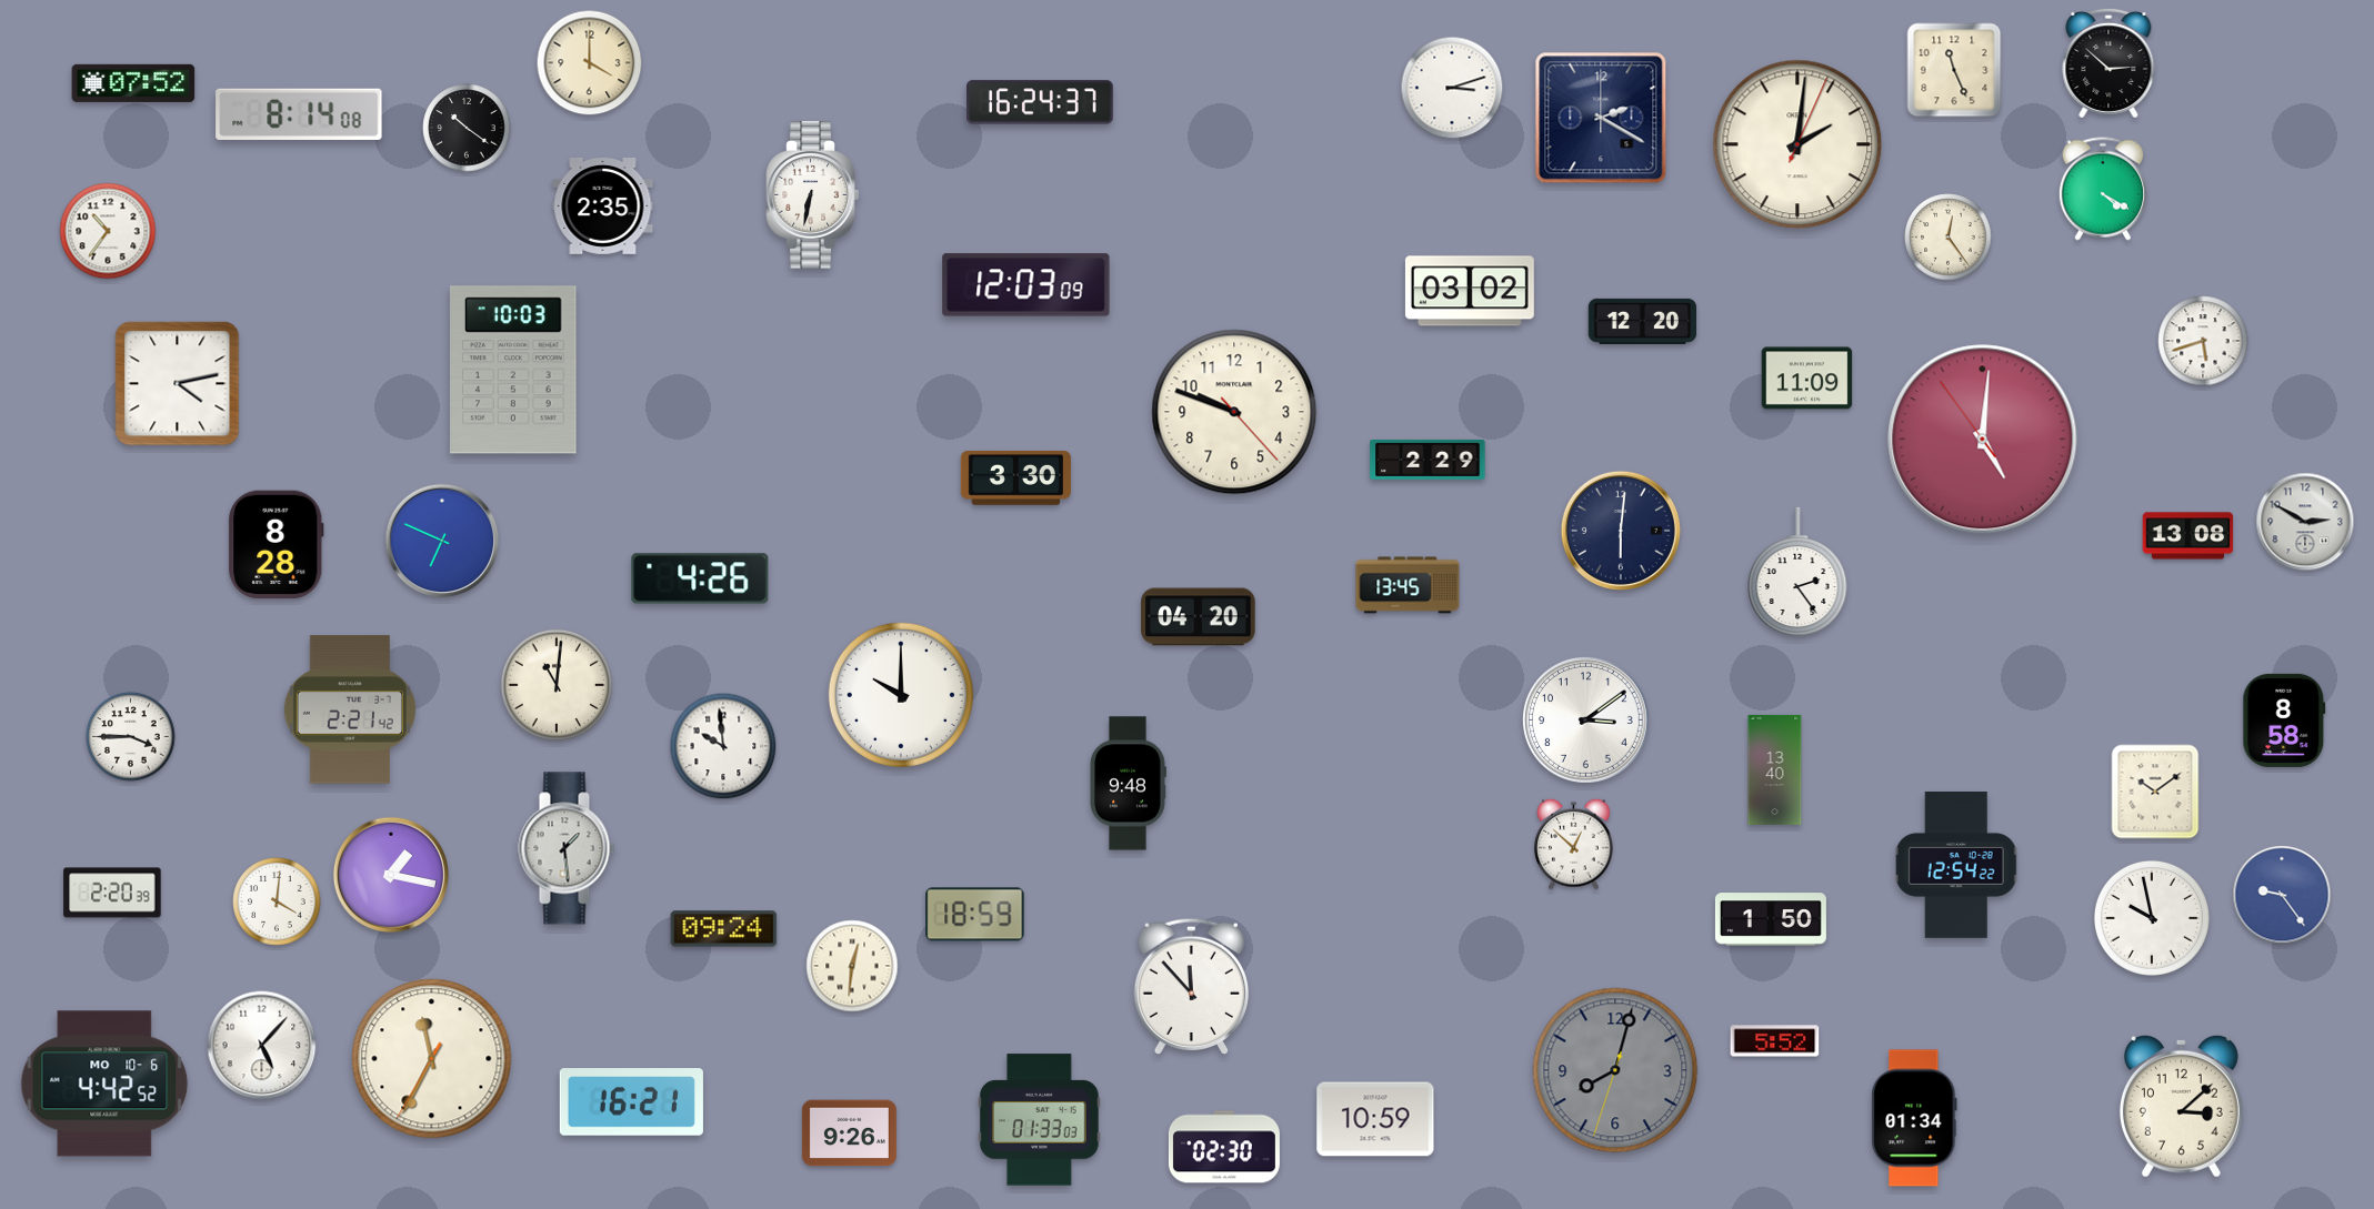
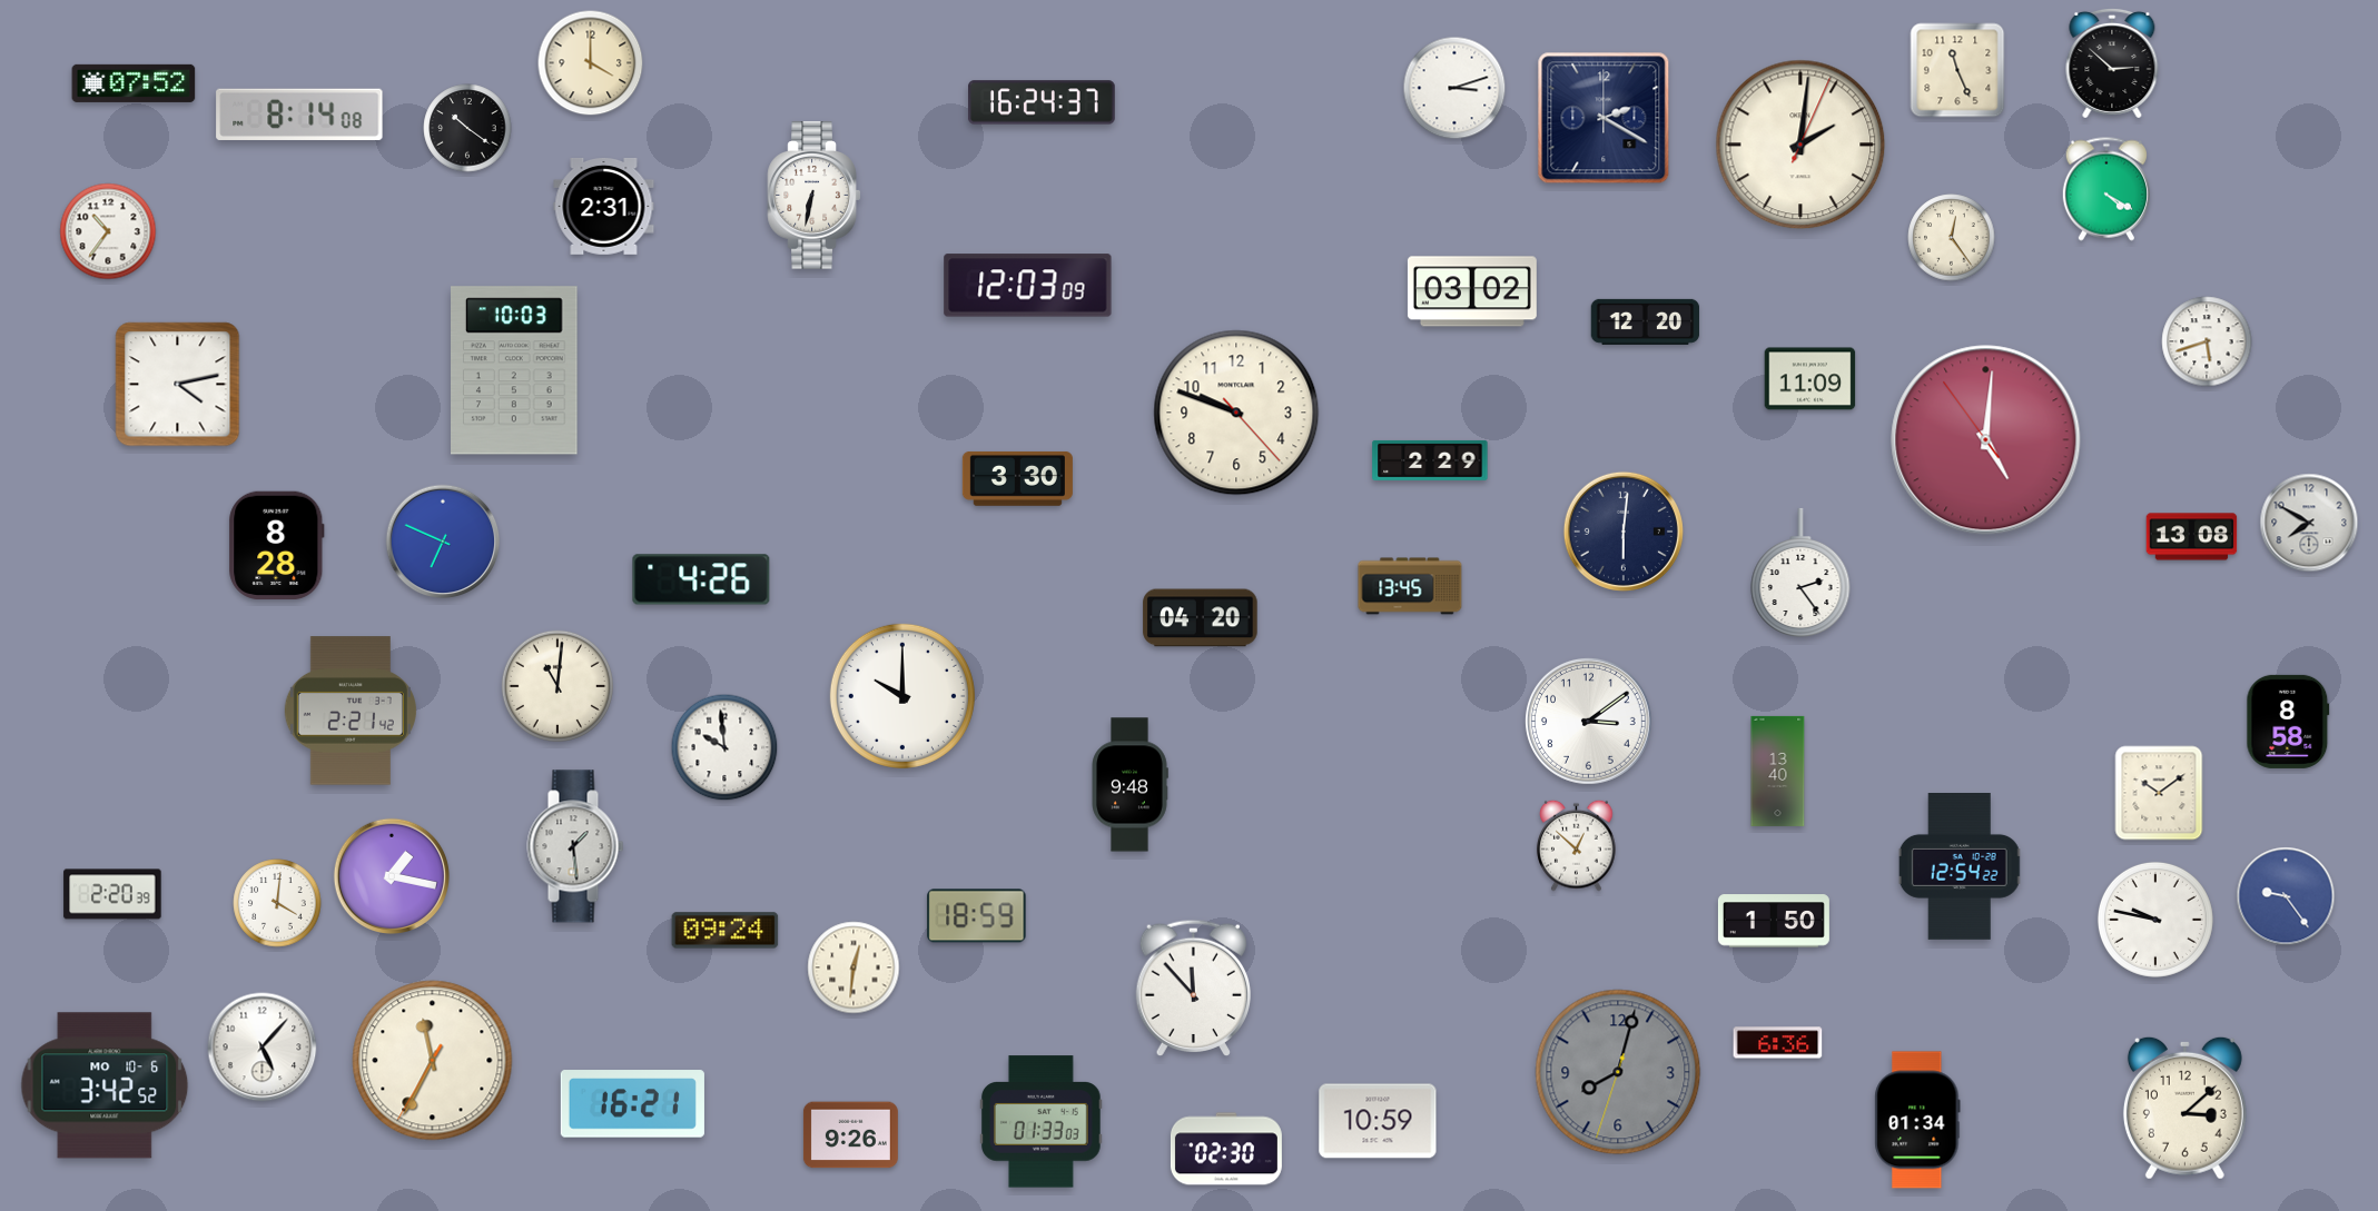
clock at (603, 205): 2:35 -> 2:31
clock at (2305, 522): 2:50 -> 7:50
clock at (131, 737): 3:45 -> none
clock at (567, 848) position: (567, 848) -> (575, 846)
clock at (2152, 918): 9:58 -> 9:47
clock at (1775, 1041): 5:52 -> 6:36
clock at (104, 1084): 4:42 -> 3:42
